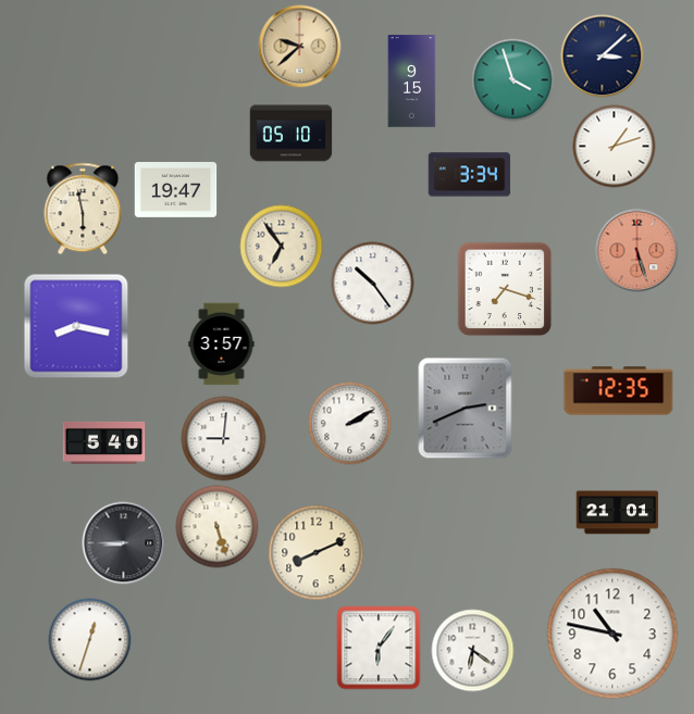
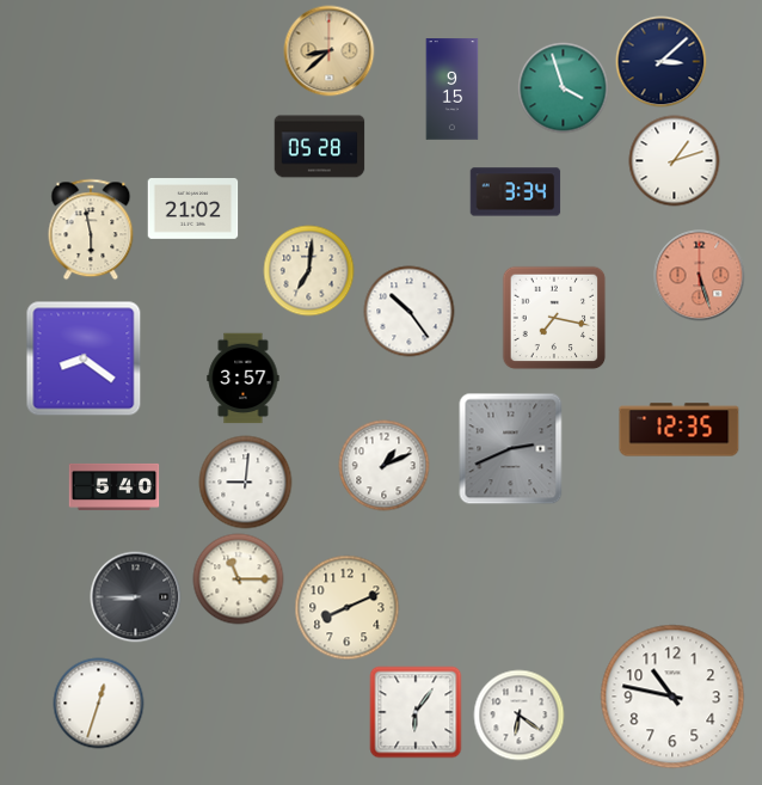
clock at (300, 47): 9:38 -> 8:38
clock at (292, 134): 05:10 -> 05:28
clock at (176, 190): 19:47 -> 21:02
clock at (282, 247): 6:54 -> 7:01
clock at (505, 289): 7:18 -> 7:17
clock at (76, 326): 8:17 -> 8:21
clock at (350, 424): 2:10 -> 1:11
clock at (618, 513): 21:01 -> none
clock at (218, 527): 5:27 -> 11:15
